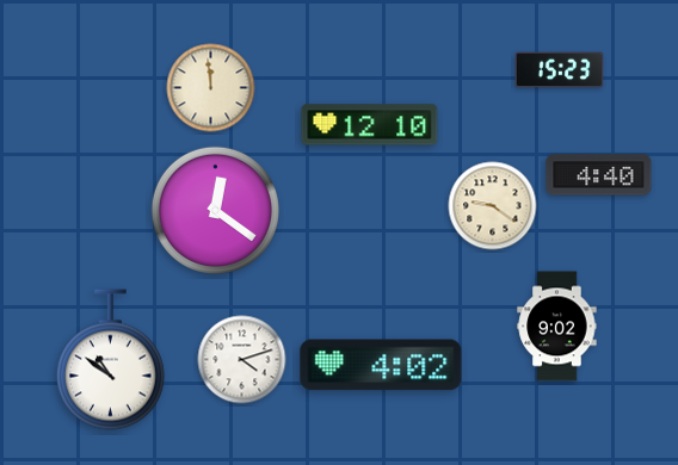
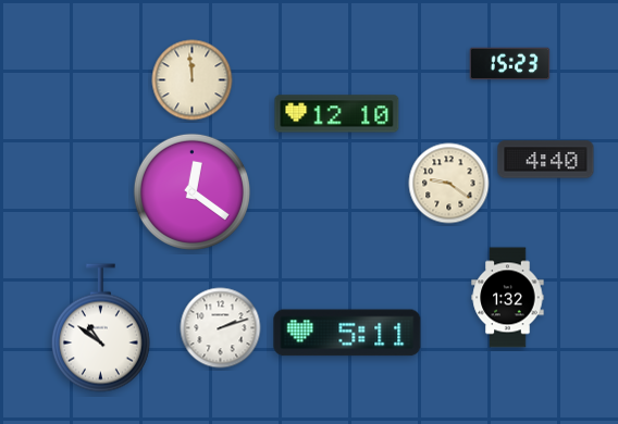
clock at (493, 206) position: (493, 206) -> (449, 184)
clock at (215, 210) position: (215, 210) -> (191, 191)
clock at (557, 327): 9:02 -> 1:32
clock at (242, 360): 4:12 -> 2:12
clock at (381, 365): 4:02 -> 5:11
